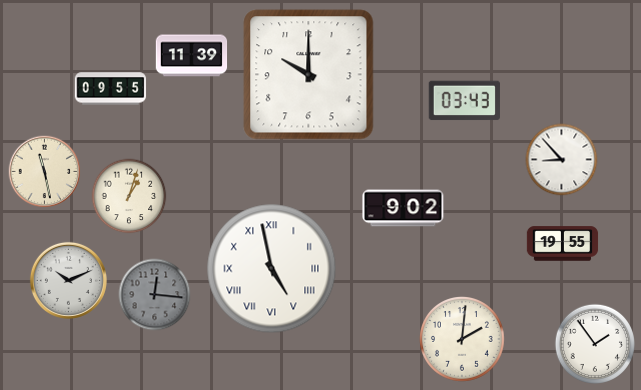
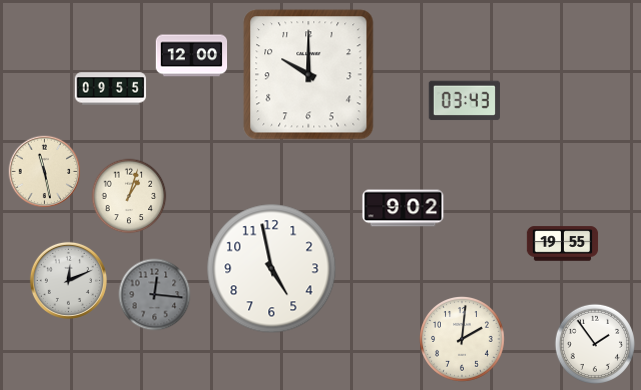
clock at (192, 56): 11:39 -> 12:00
clock at (562, 160): 8:53 -> none
clock at (272, 269) numerals: Roman -> Arabic
clock at (68, 280): 10:11 -> 12:11
